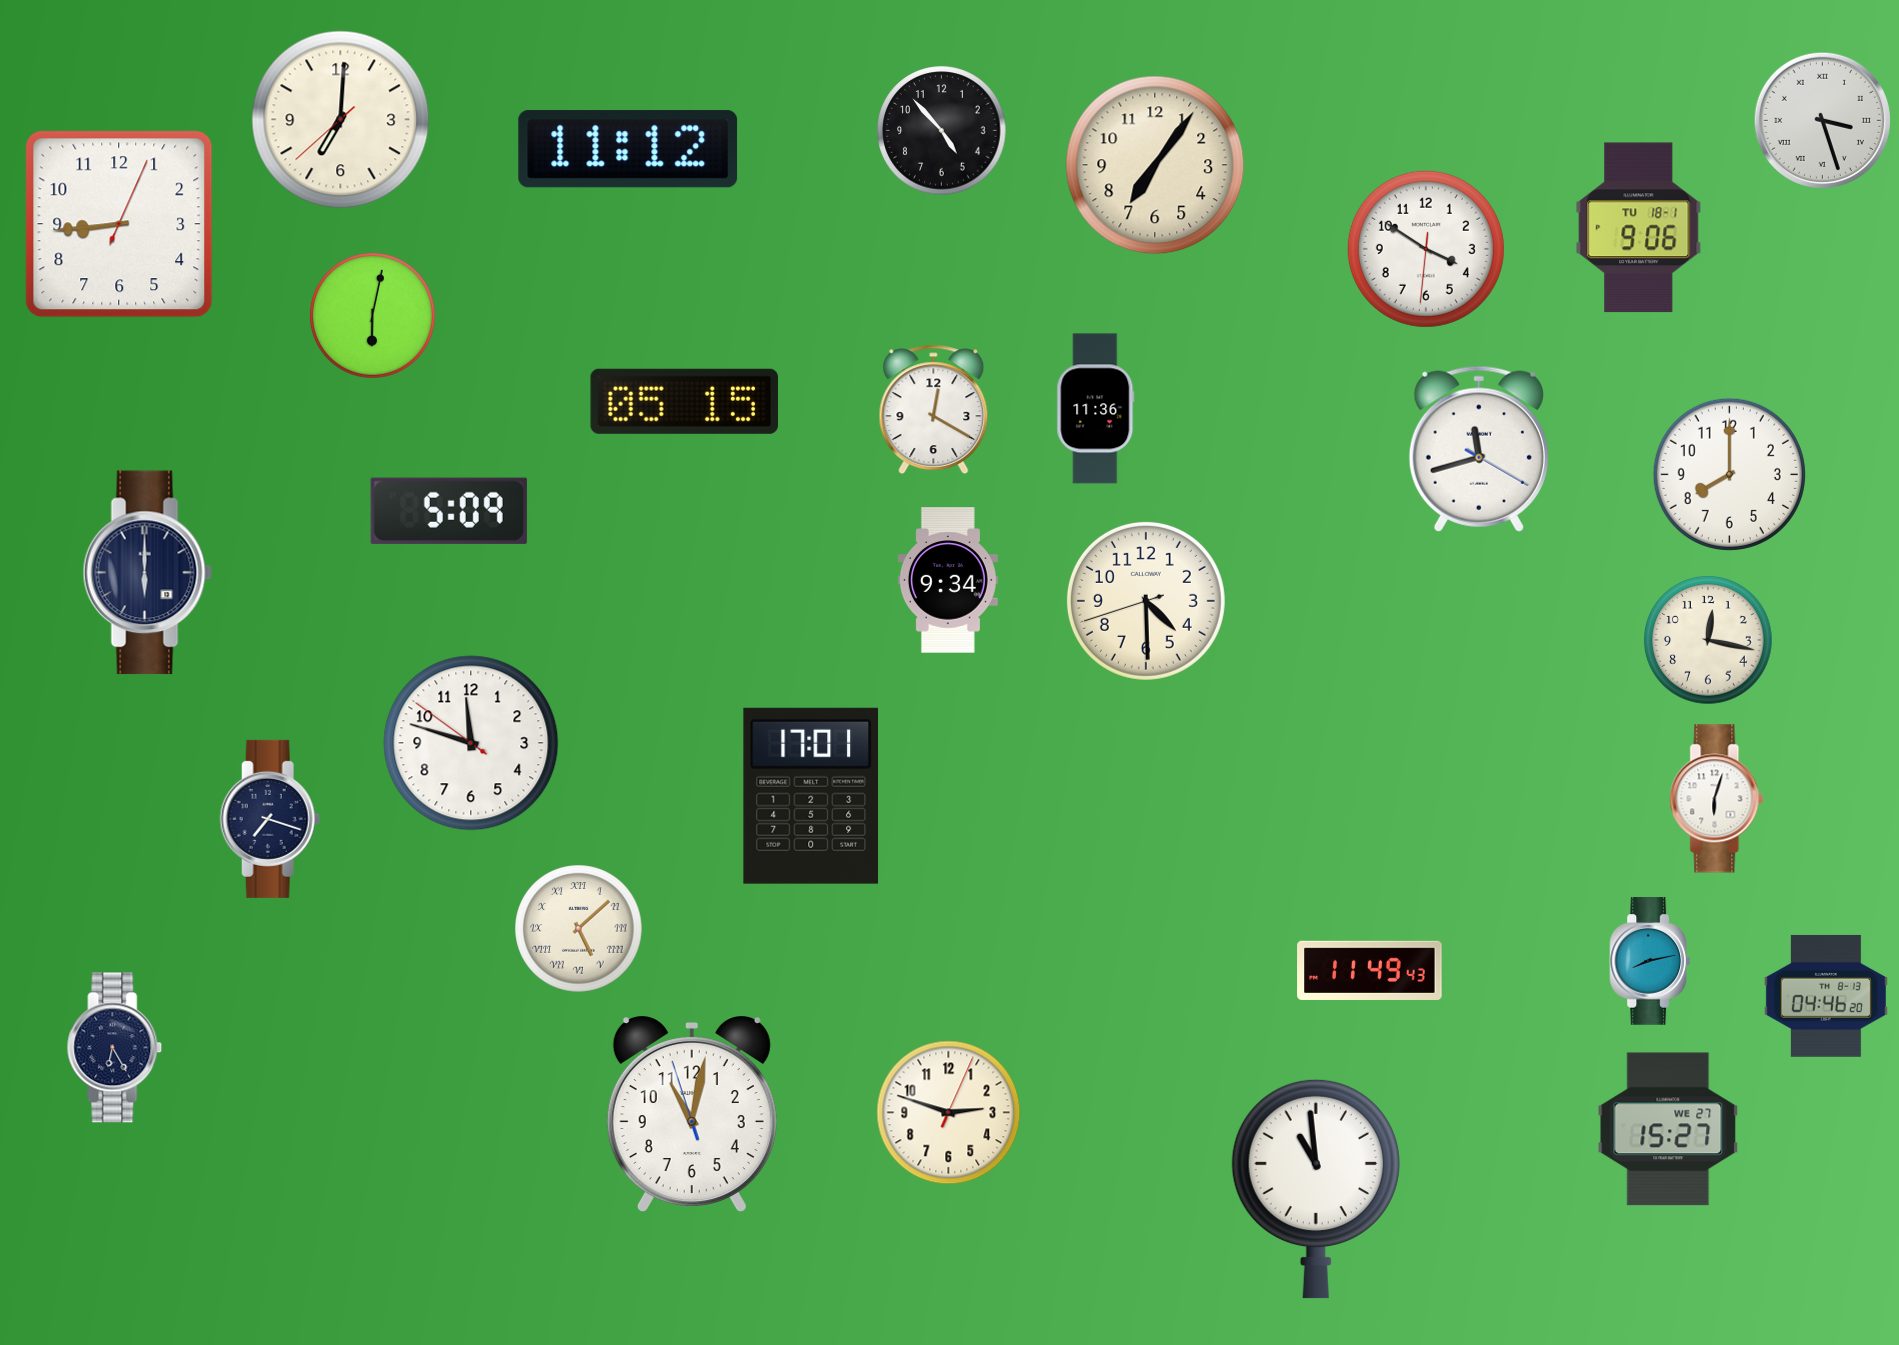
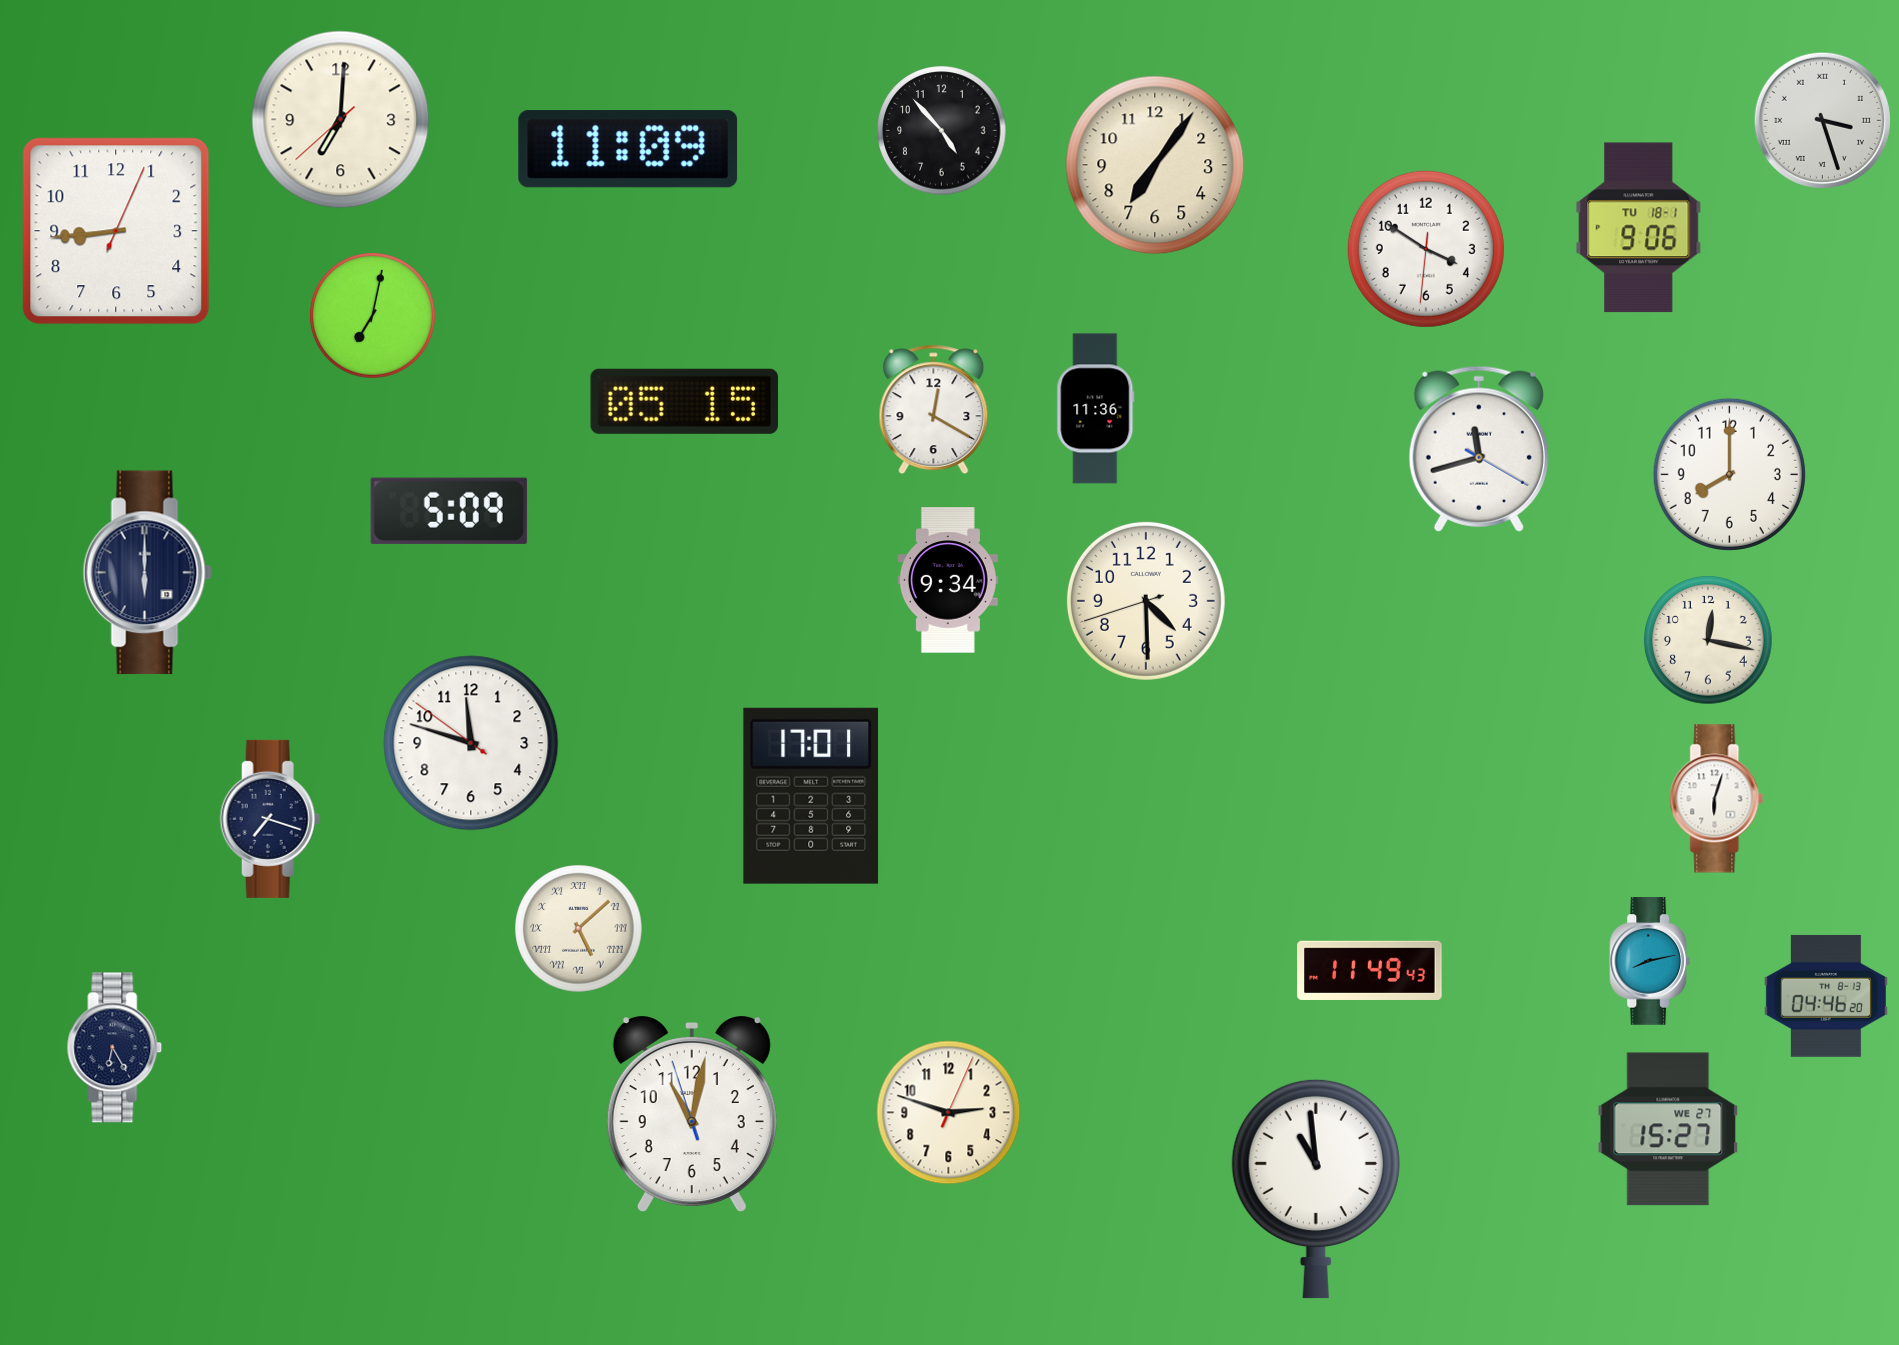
clock at (628, 149): 11:12 -> 11:09
clock at (119, 224) position: (119, 224) -> (116, 231)
clock at (372, 315): 6:02 -> 7:02
